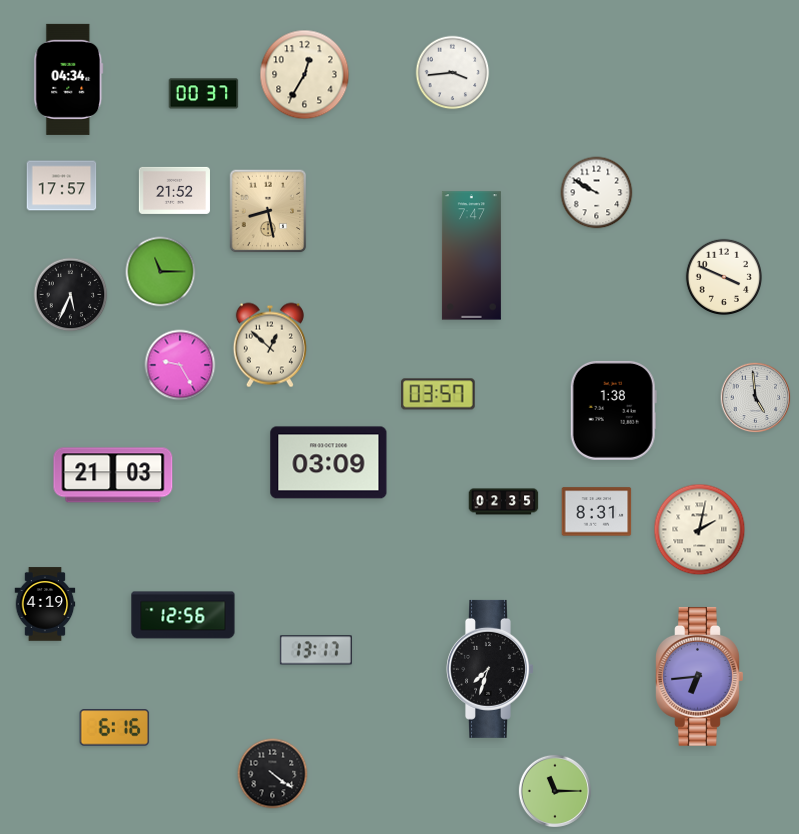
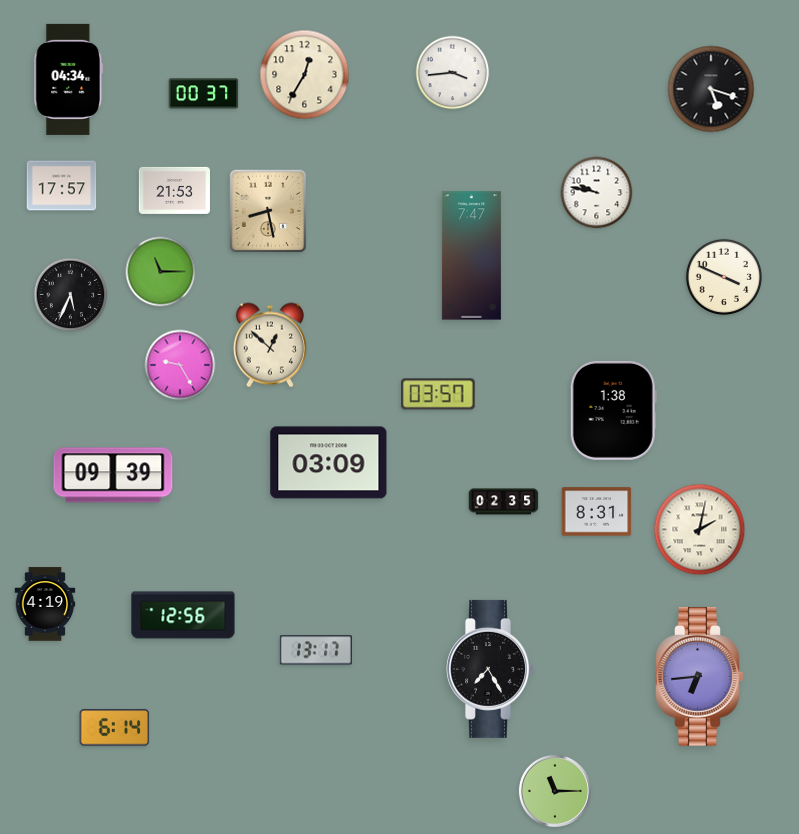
clock at (711, 89): none -> 5:18
clock at (174, 190): 21:52 -> 21:53
clock at (597, 193): 9:50 -> 9:47
clock at (756, 398): 4:59 -> none
clock at (113, 475): 21:03 -> 09:39
clock at (491, 669): 7:33 -> 7:25
clock at (115, 728): 6:16 -> 6:14
clock at (273, 774): 4:21 -> none
